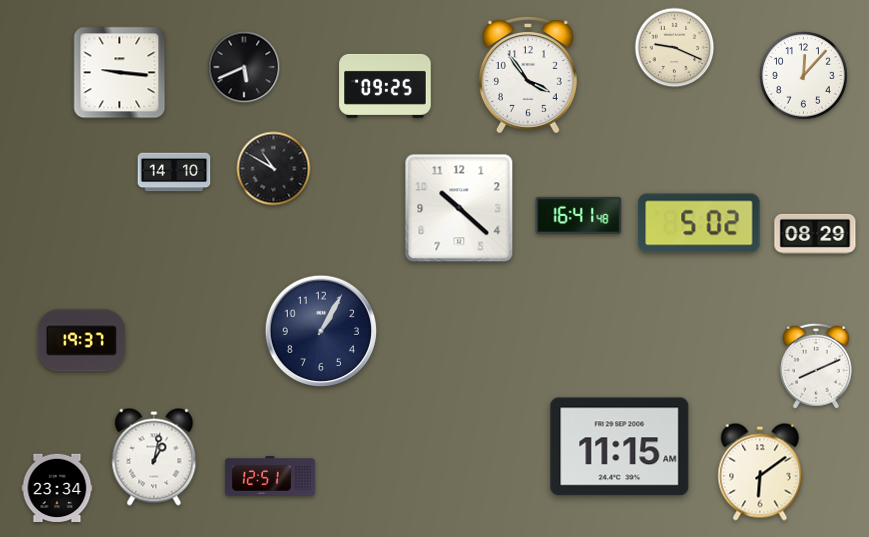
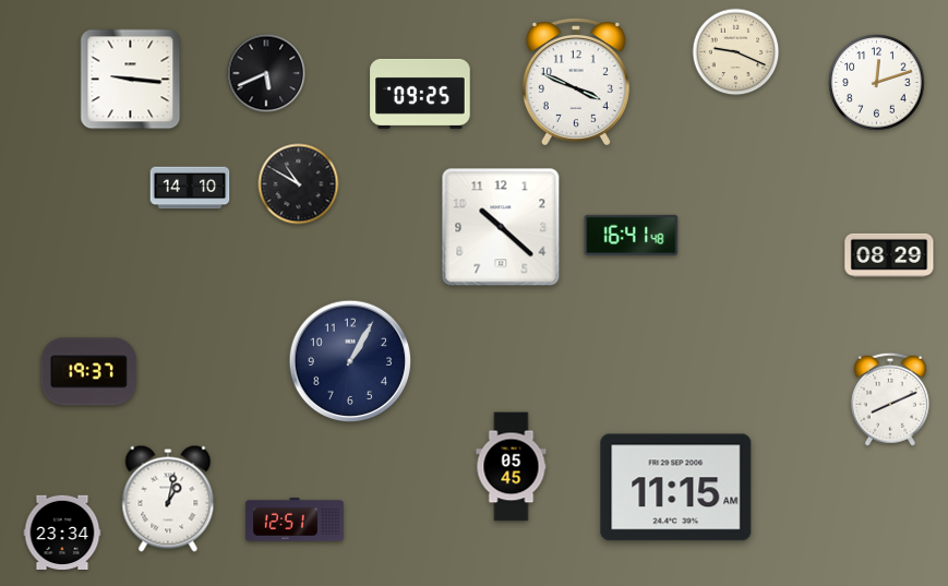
clock at (528, 75): 3:54 -> 3:49
clock at (804, 76): 12:07 -> 12:12
clock at (699, 223): 5:02 -> none
clock at (512, 467): none -> 05:45
clock at (760, 472): 6:09 -> none
